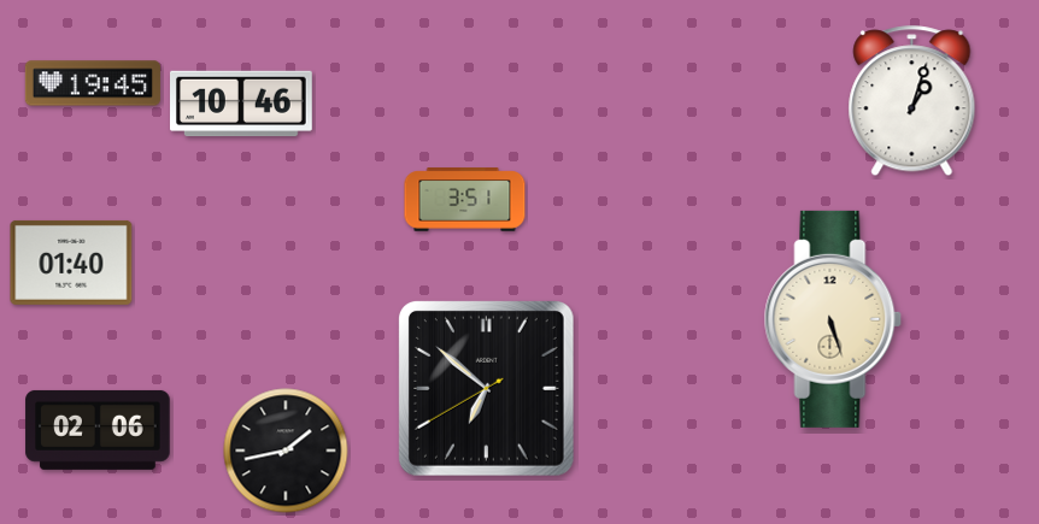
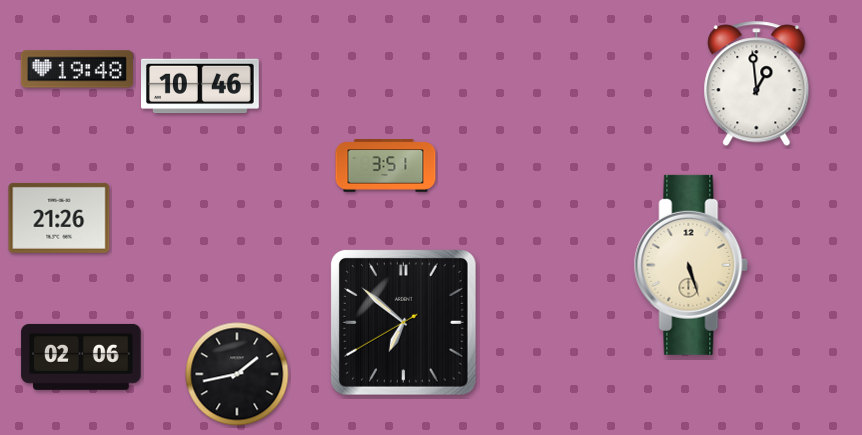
clock at (93, 83): 19:45 -> 19:48
clock at (912, 101): 1:03 -> 12:59
clock at (71, 263): 01:40 -> 21:26
